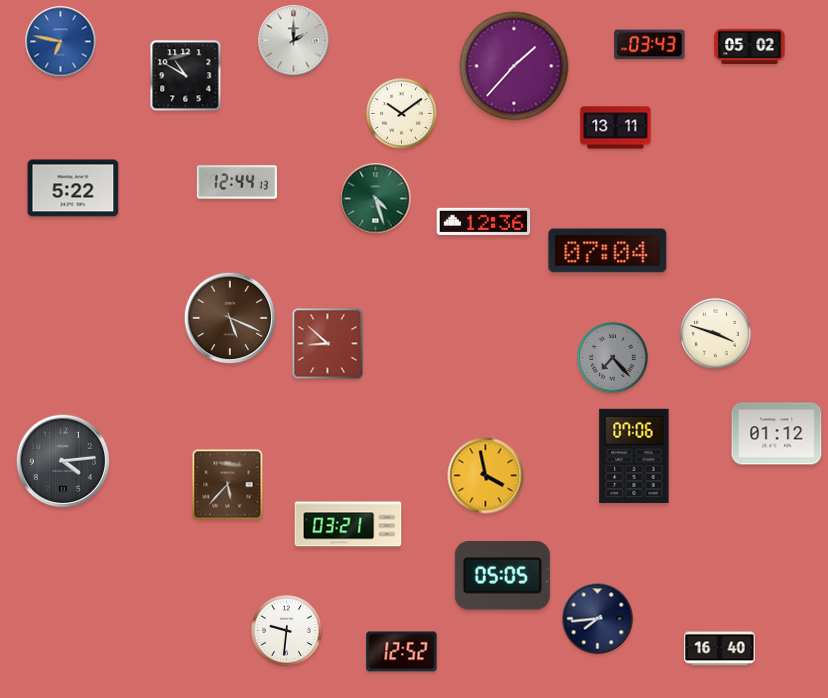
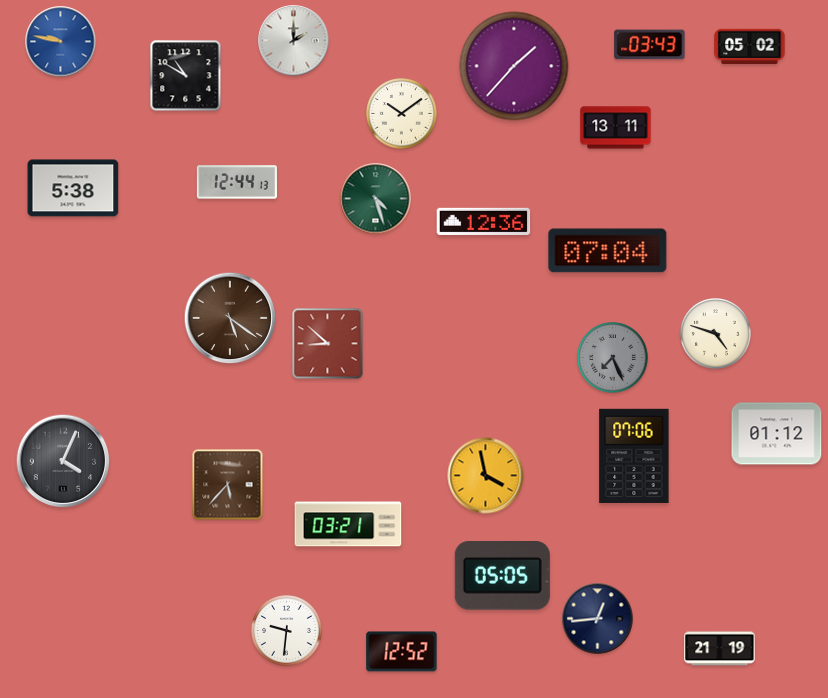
clock at (61, 42): 6:47 -> 9:47
clock at (73, 188): 5:22 -> 5:38
clock at (230, 318): 5:19 -> 5:21
clock at (716, 334): 3:48 -> 4:48
clock at (613, 358): 7:23 -> 7:26
clock at (63, 461): 4:14 -> 4:04
clock at (598, 619): 7:44 -> 12:44
clock at (720, 649): 16:40 -> 21:19
